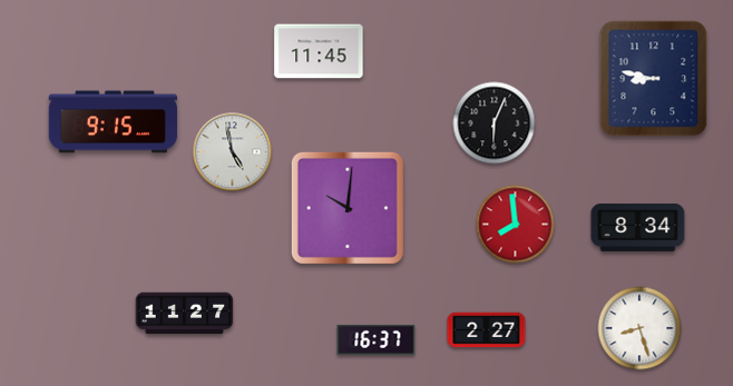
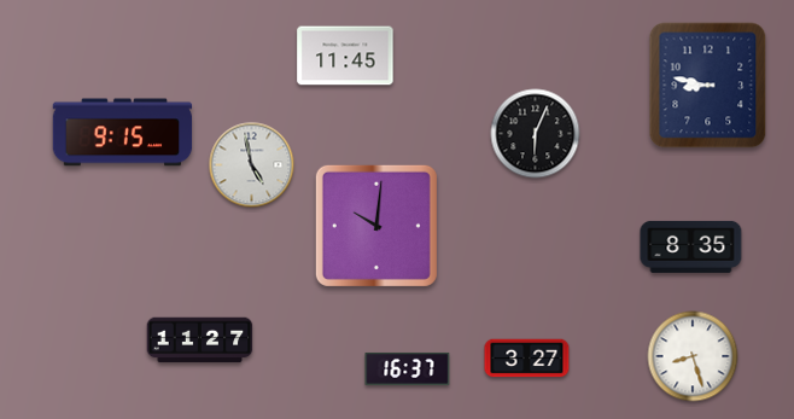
clock at (516, 225): 7:59 -> none
clock at (638, 227): 8:34 -> 8:35
clock at (487, 330): 2:27 -> 3:27
